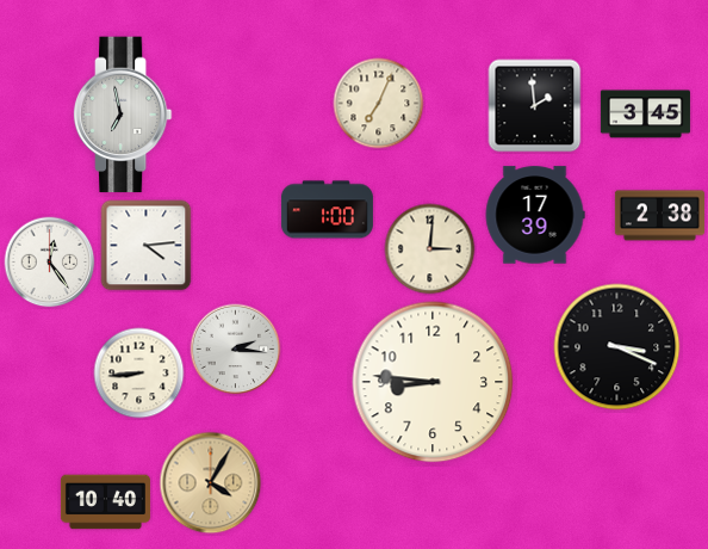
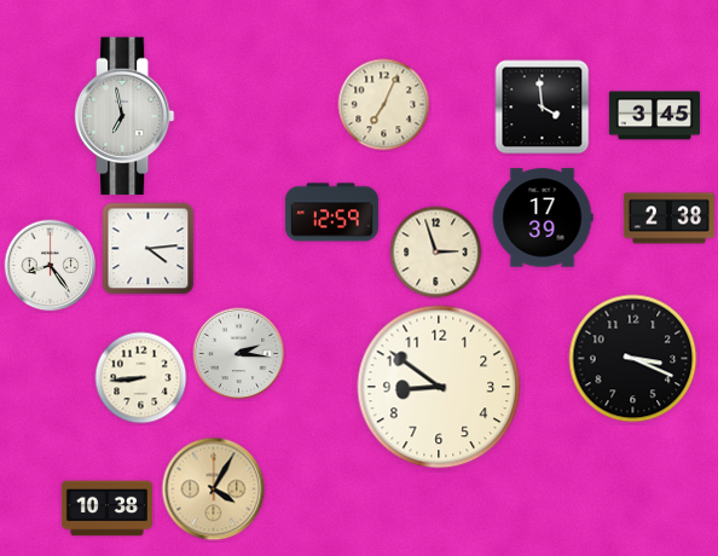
clock at (535, 106): 1:59 -> 3:59
clock at (327, 210): 1:00 -> 12:59
clock at (430, 249): 3:01 -> 2:57
clock at (50, 263): 12:24 -> 8:24
clock at (617, 347) position: (617, 347) -> (633, 359)
clock at (433, 382): 8:46 -> 8:51
clock at (105, 502): 10:40 -> 10:38
